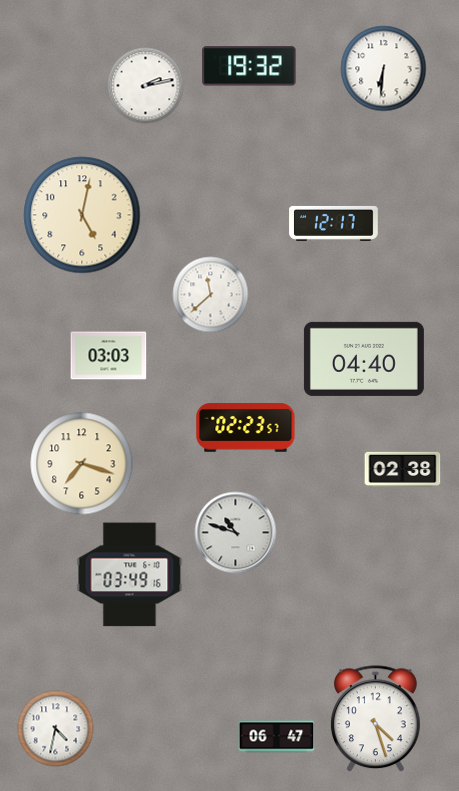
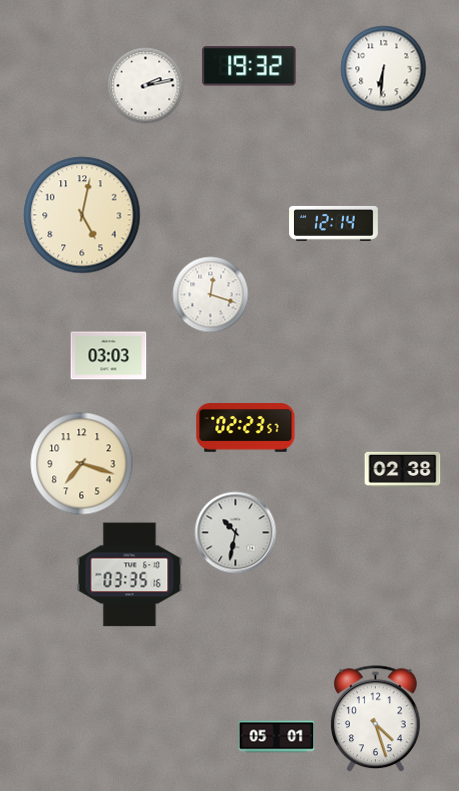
clock at (334, 223): 12:17 -> 12:14
clock at (211, 295): 11:38 -> 12:18
clock at (364, 359): 04:40 -> none
clock at (236, 533): 10:48 -> 10:32
clock at (130, 575): 03:49 -> 03:35
clock at (56, 729): 4:32 -> none
clock at (277, 737): 06:47 -> 05:01
